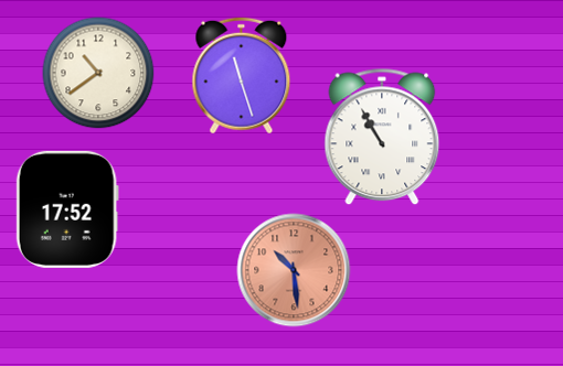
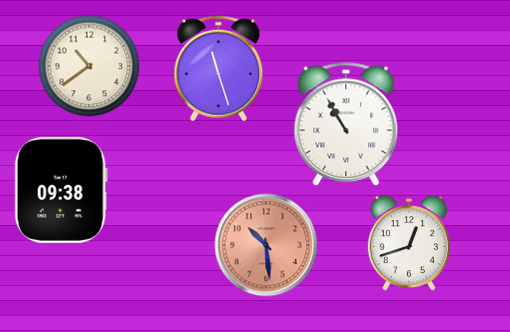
clock at (67, 209): 17:52 -> 09:38
clock at (409, 244): none -> 12:42
